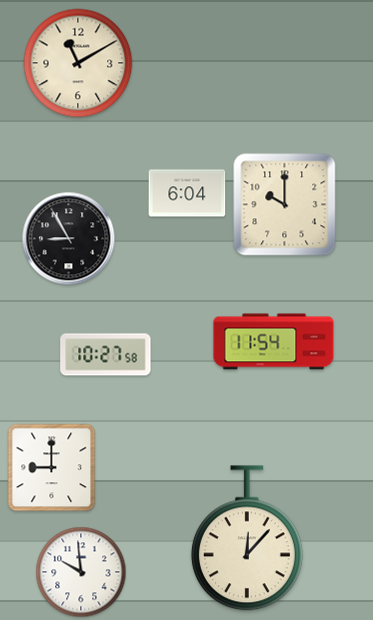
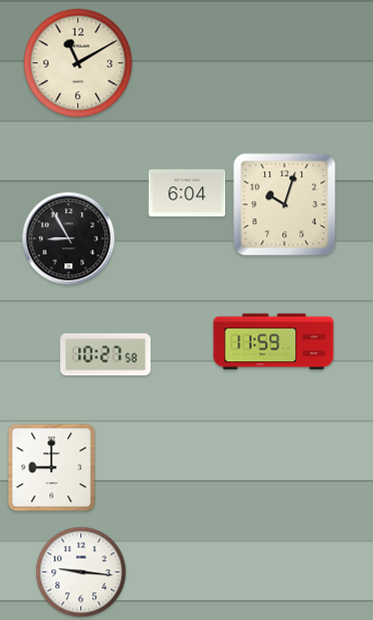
clock at (285, 205): 10:00 -> 10:03
clock at (274, 342): 11:54 -> 11:59
clock at (247, 538): 12:07 -> none
clock at (81, 572): 9:59 -> 9:16
